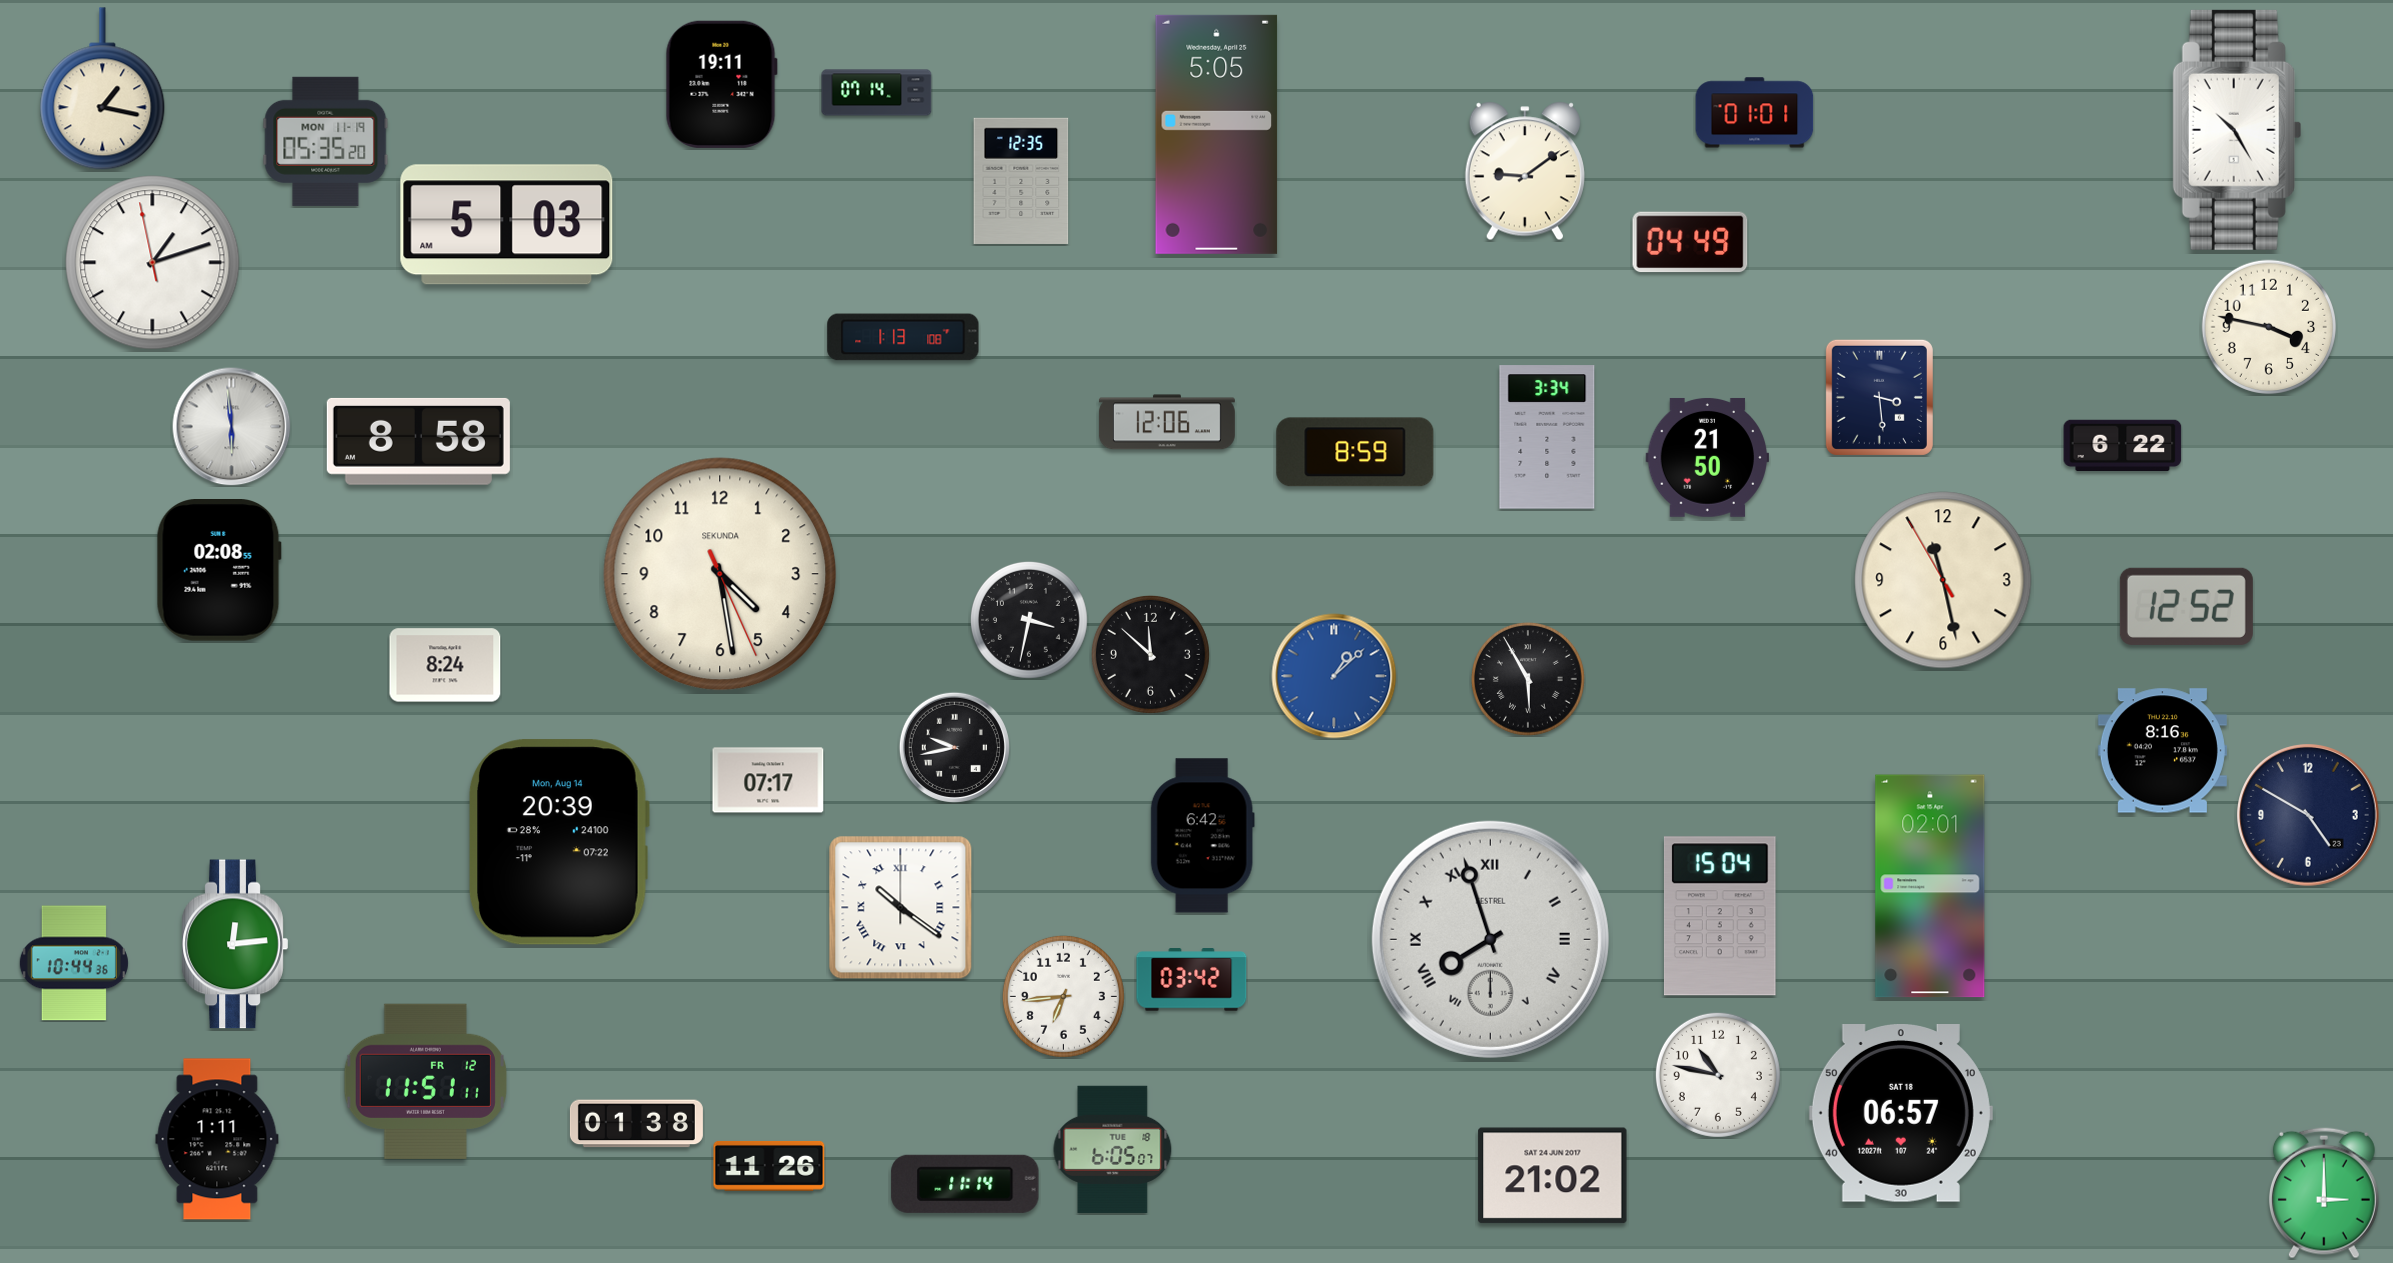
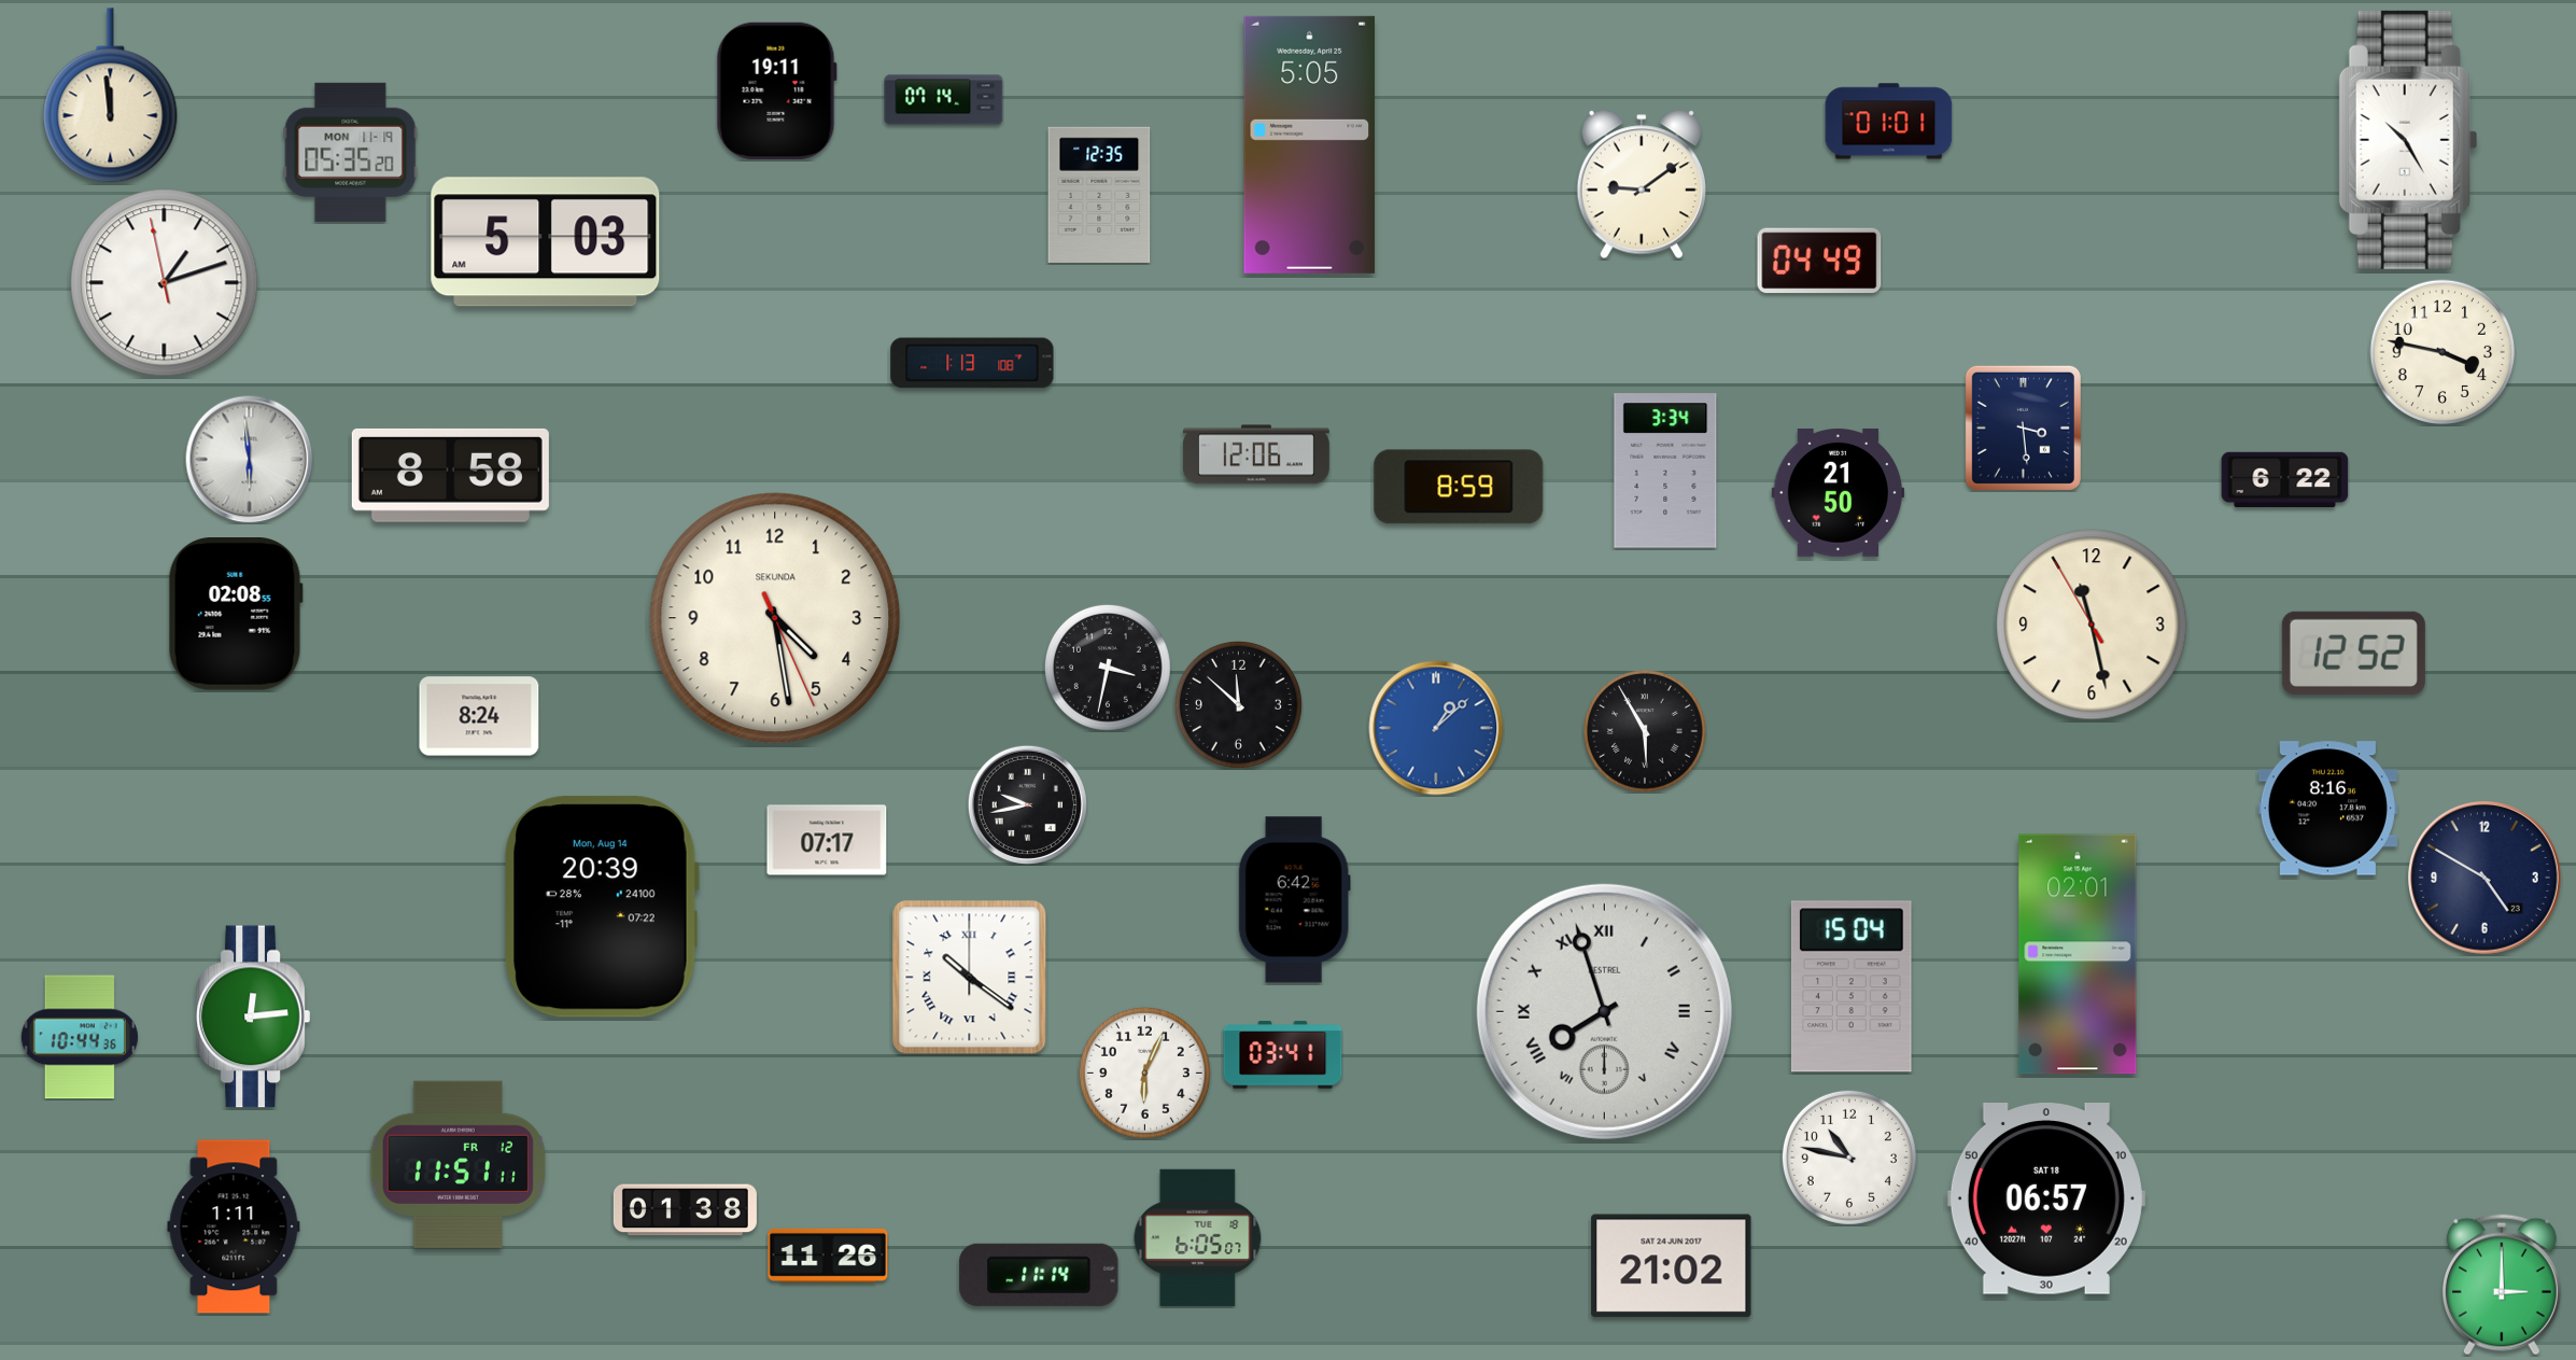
clock at (103, 89): 1:17 -> 11:59
clock at (1192, 980): 03:42 -> 03:41
clock at (1063, 996): 6:44 -> 6:04
